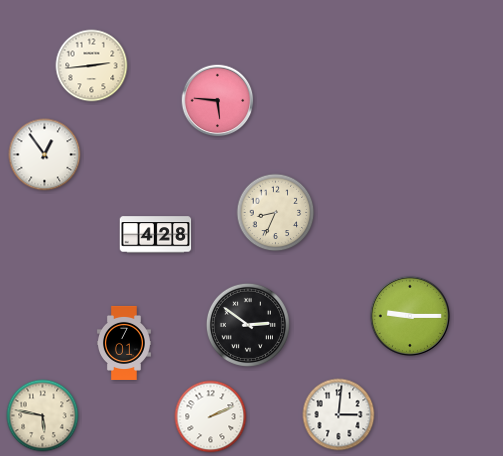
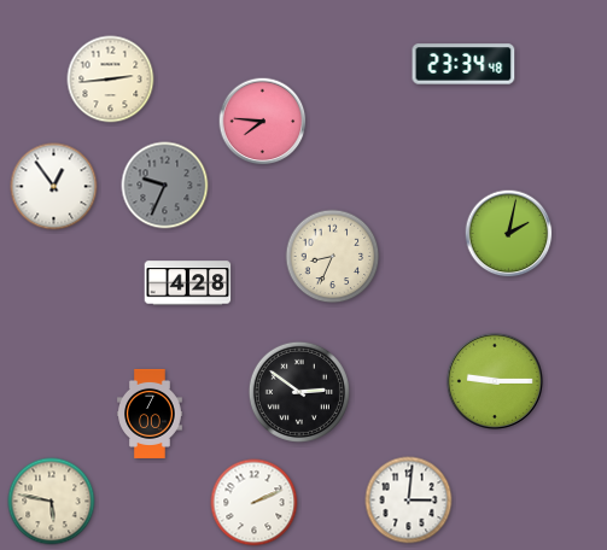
clock at (463, 64): none -> 23:34
clock at (218, 101): 5:46 -> 7:46
clock at (165, 186): none -> 9:34
clock at (509, 234): none -> 2:02
clock at (125, 343): 7:01 -> 7:00
